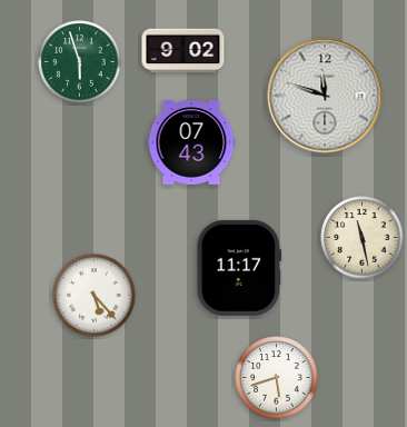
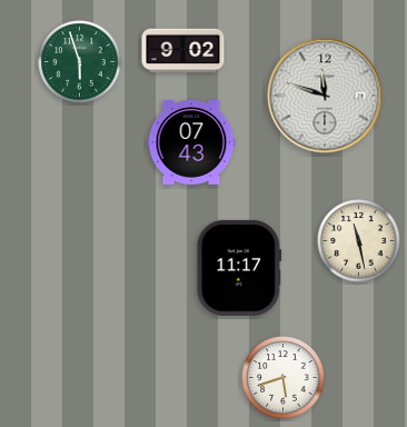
clock at (363, 238) position: (363, 238) -> (359, 241)
clock at (95, 296): 5:23 -> none
clock at (277, 378) position: (277, 378) -> (284, 378)
